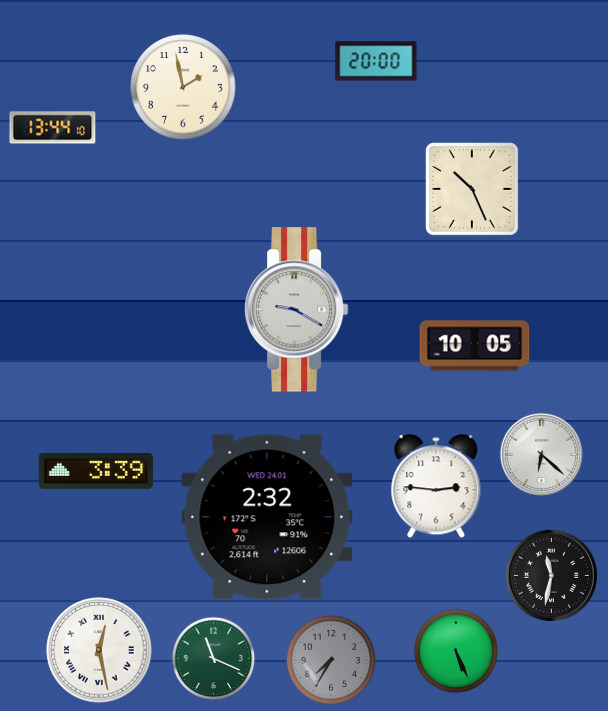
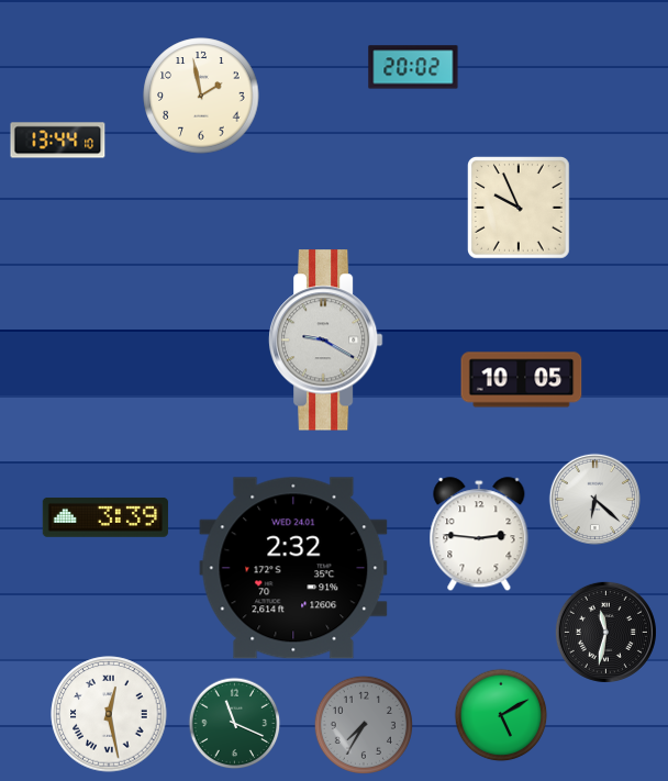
clock at (376, 61): 20:00 -> 20:02
clock at (473, 190): 10:26 -> 9:56
clock at (456, 651): 5:26 -> 5:10
